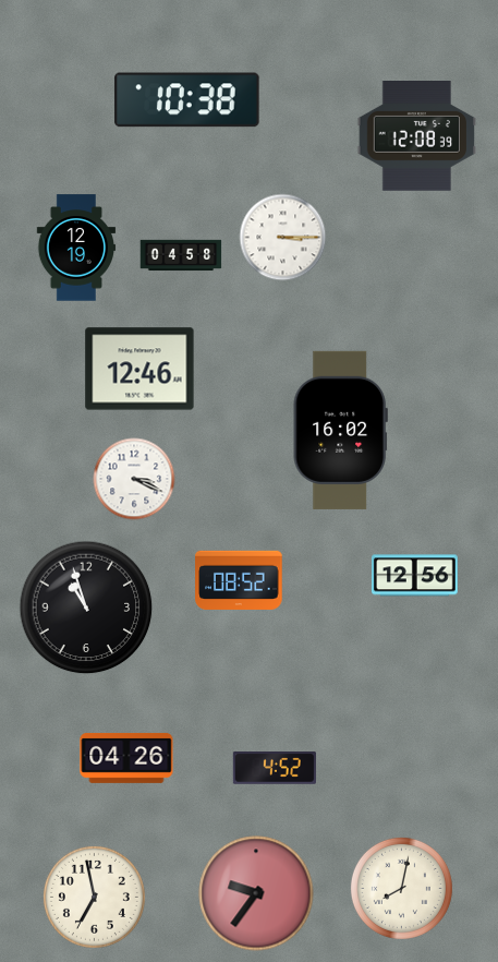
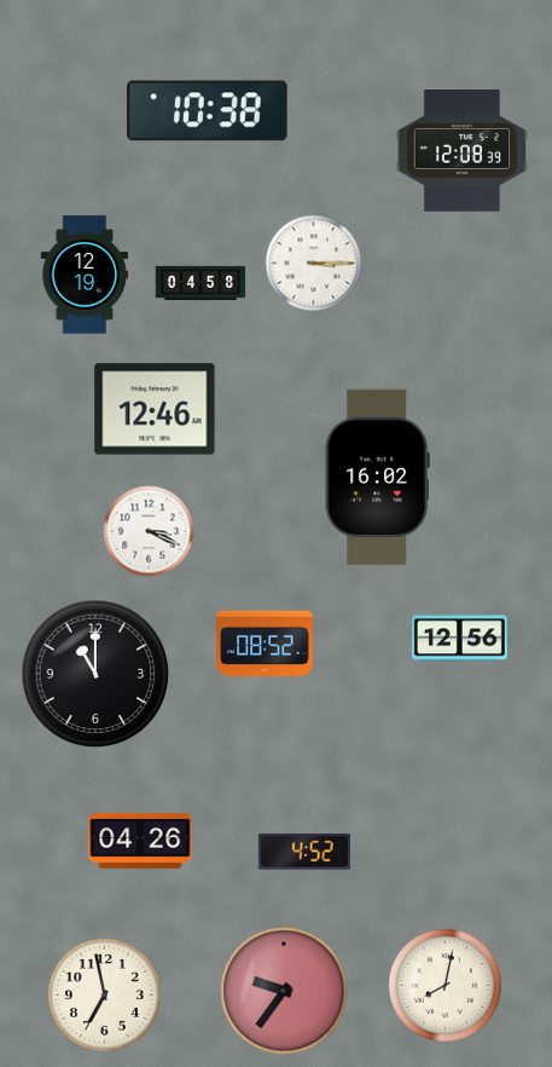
clock at (86, 608): 10:57 -> 11:00
